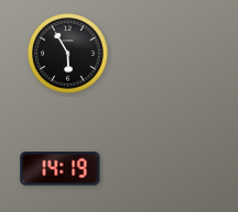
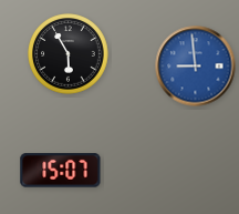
clock at (196, 67): none -> 8:59
clock at (61, 169): 14:19 -> 15:07
